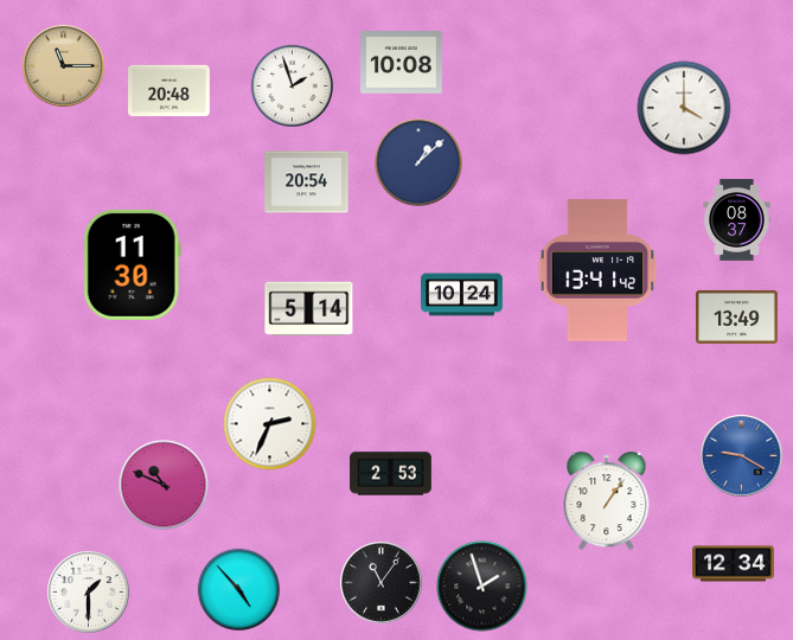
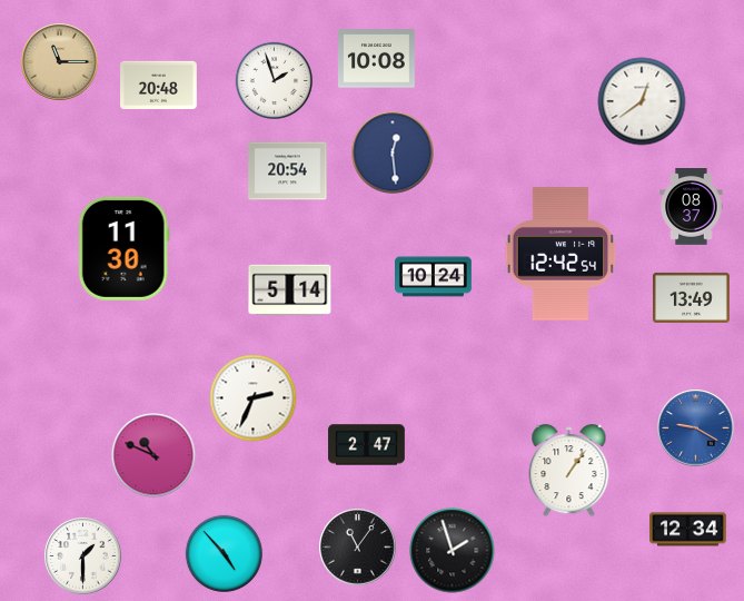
clock at (684, 108): 4:00 -> 12:39
clock at (418, 162): 1:08 -> 12:29
clock at (597, 270): 13:41 -> 12:42
clock at (391, 474): 2:53 -> 2:47
